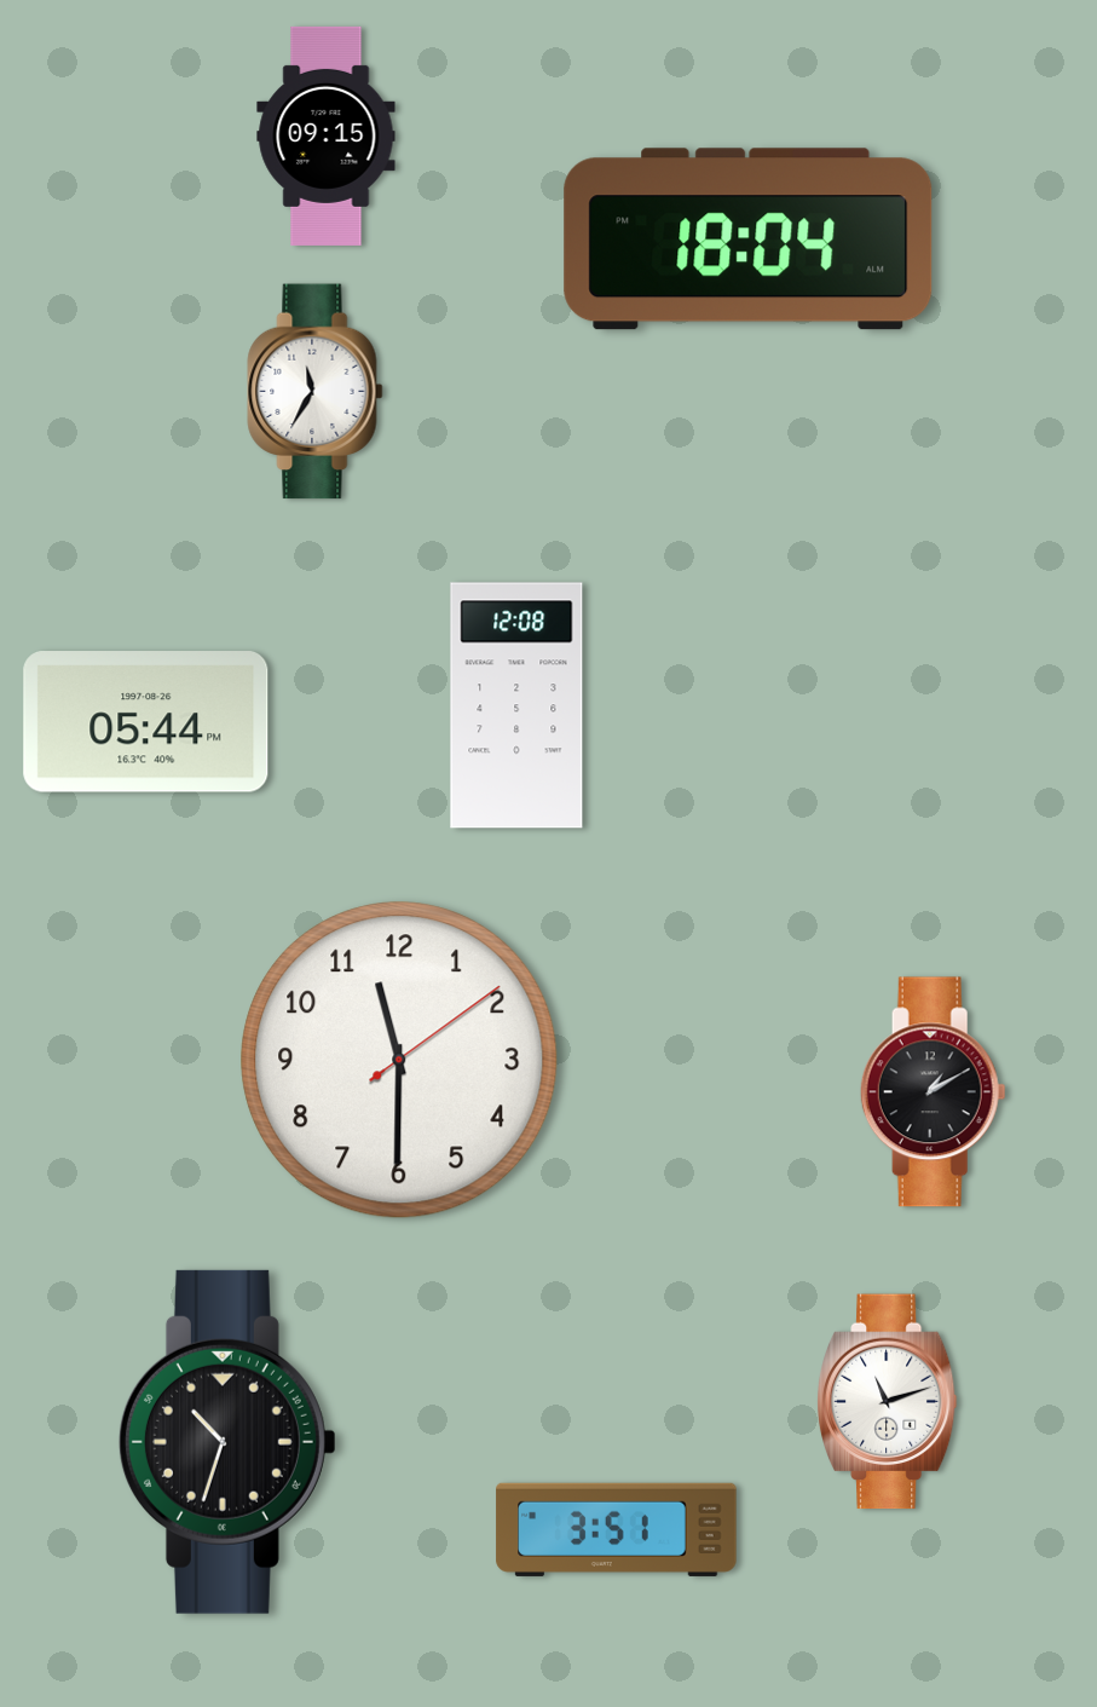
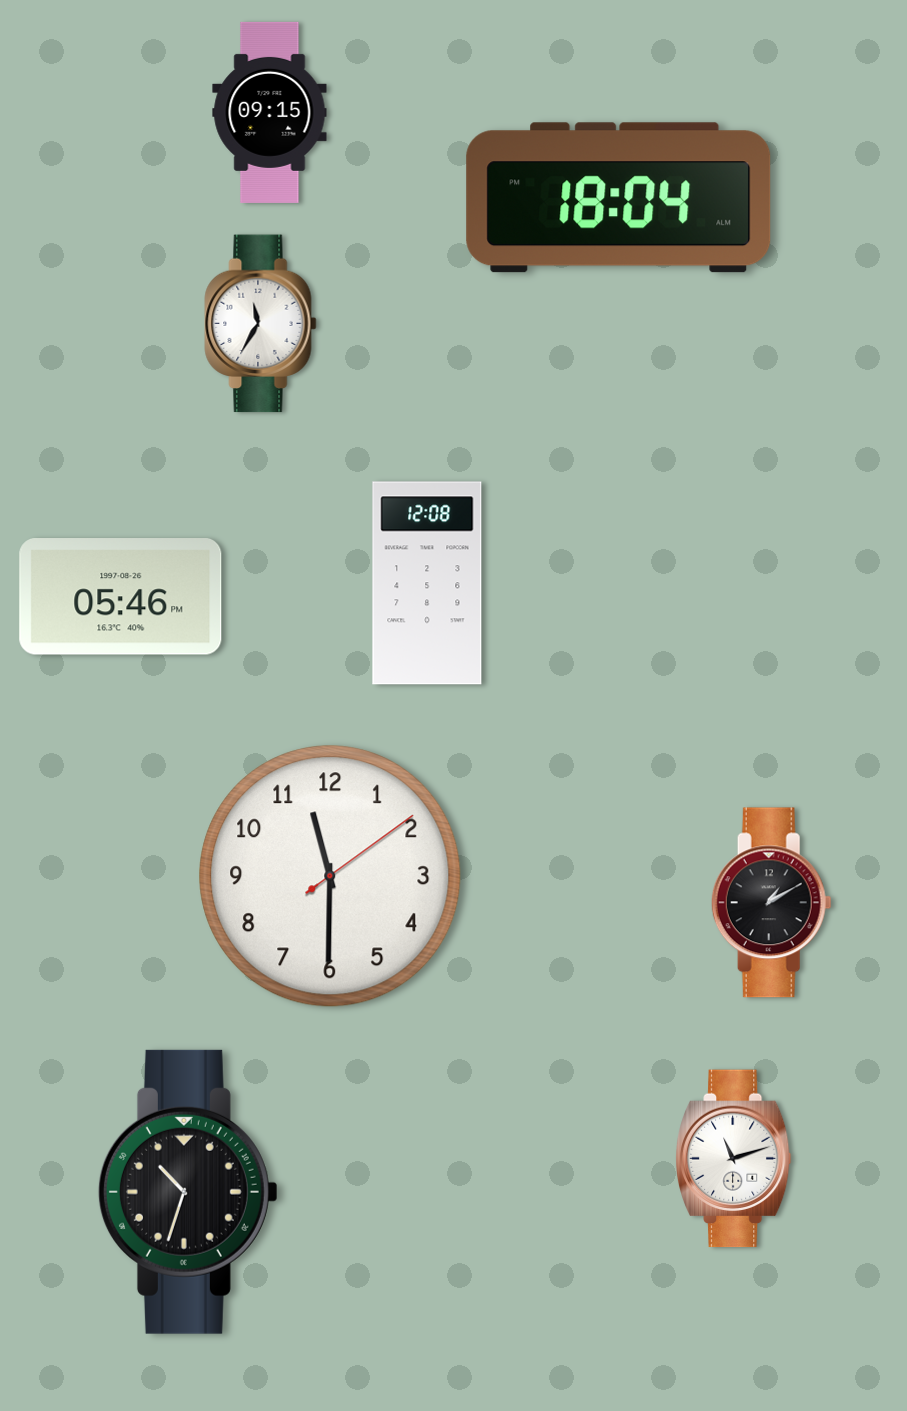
clock at (146, 722): 05:44 -> 05:46
clock at (617, 1529): 3:51 -> none
